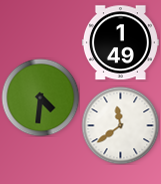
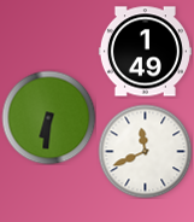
clock at (40, 97): 4:31 -> 6:31
clock at (120, 125): 11:39 -> 11:41
